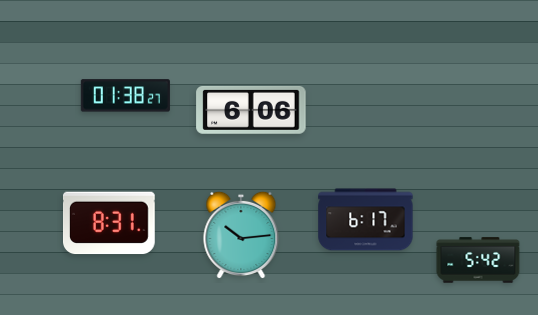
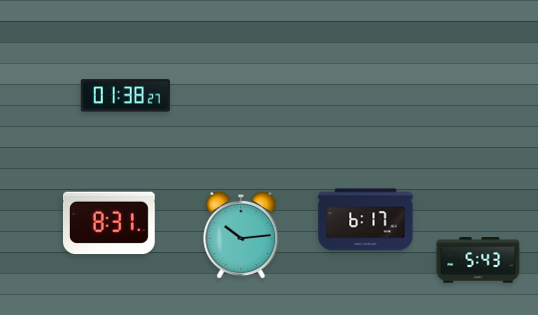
clock at (251, 110): 6:06 -> none
clock at (478, 260): 5:42 -> 5:43
